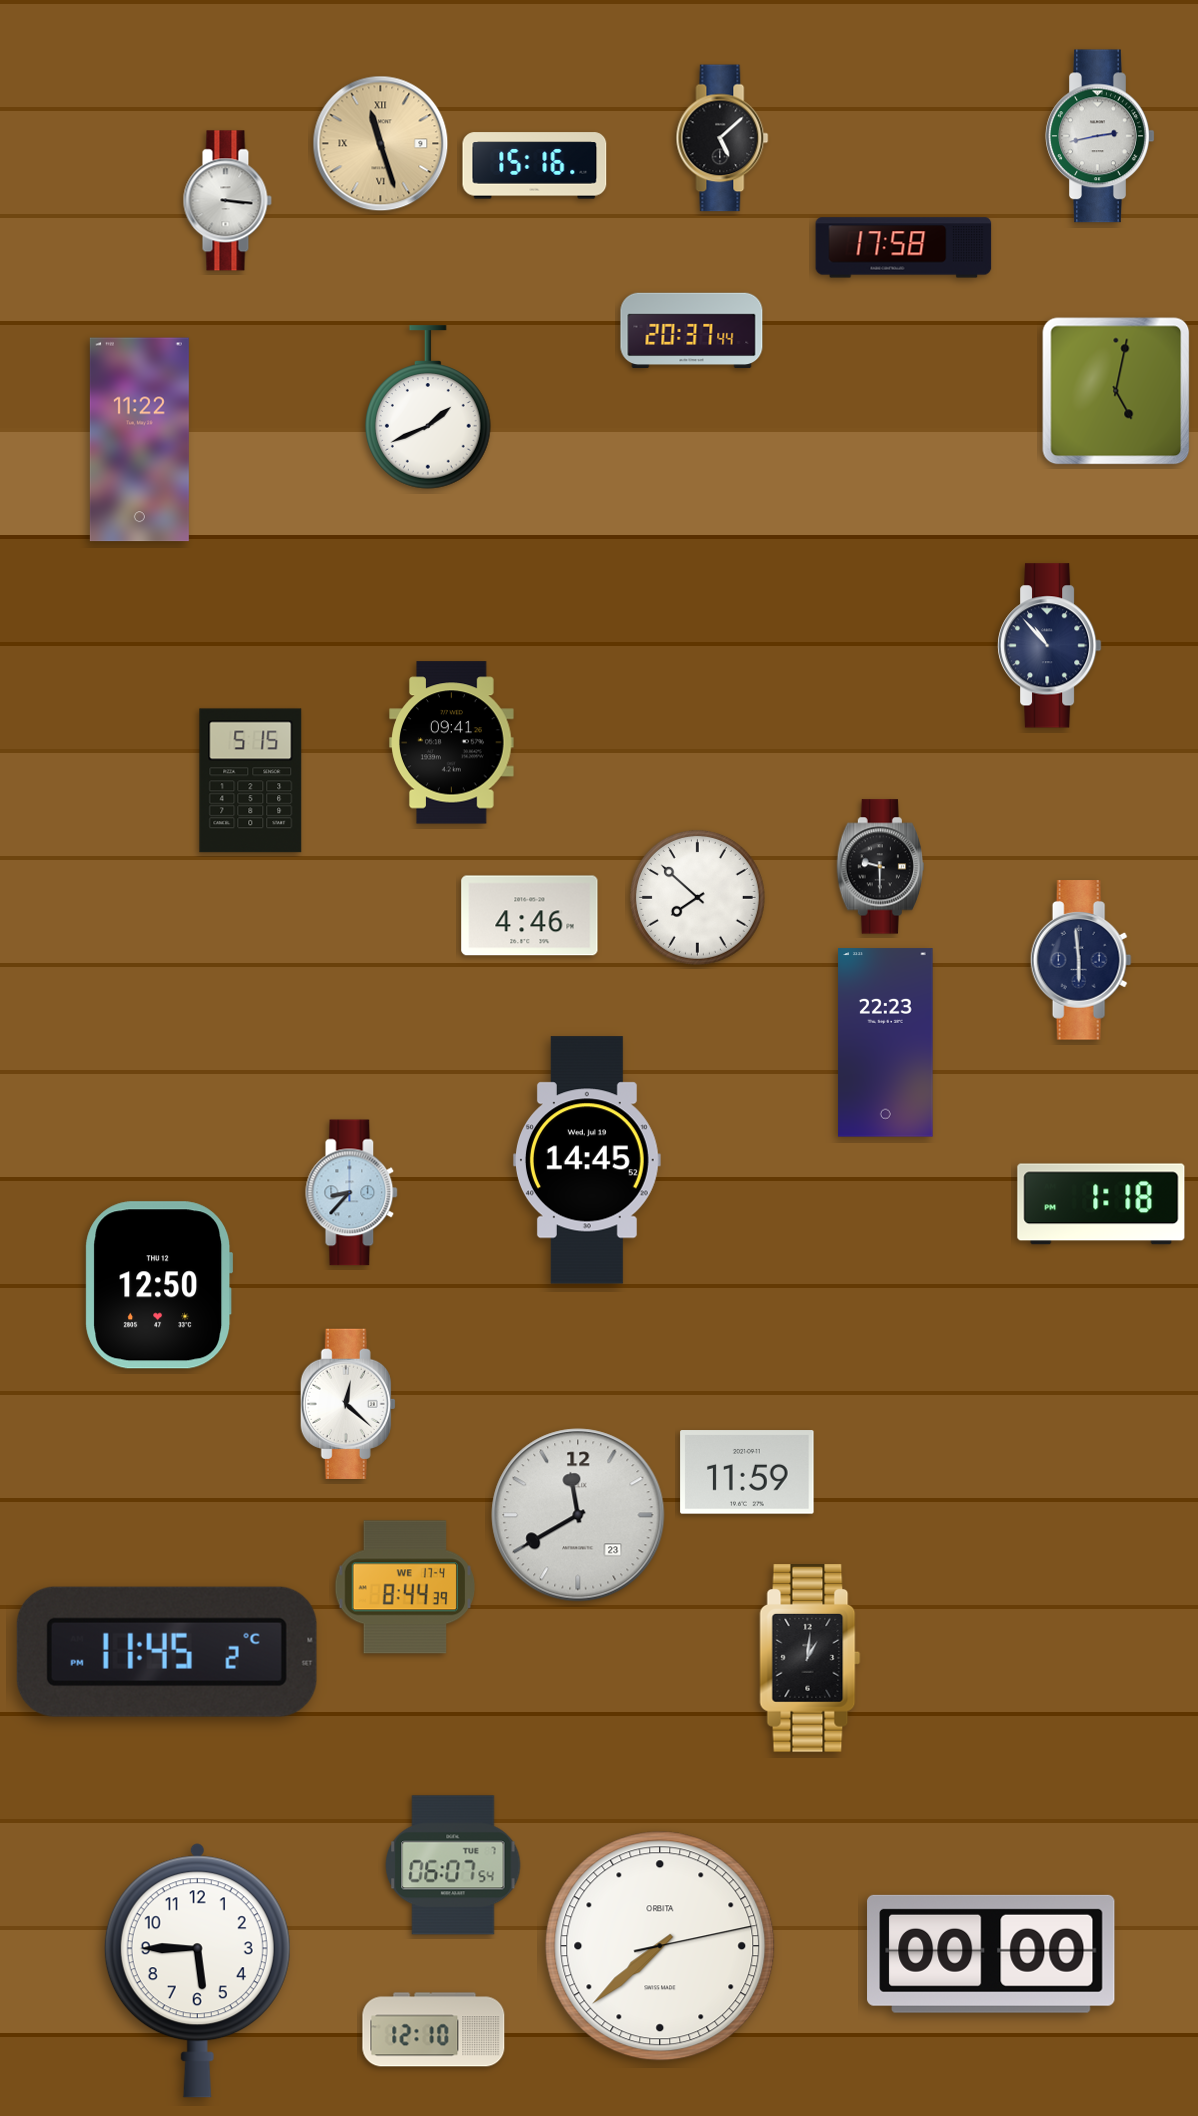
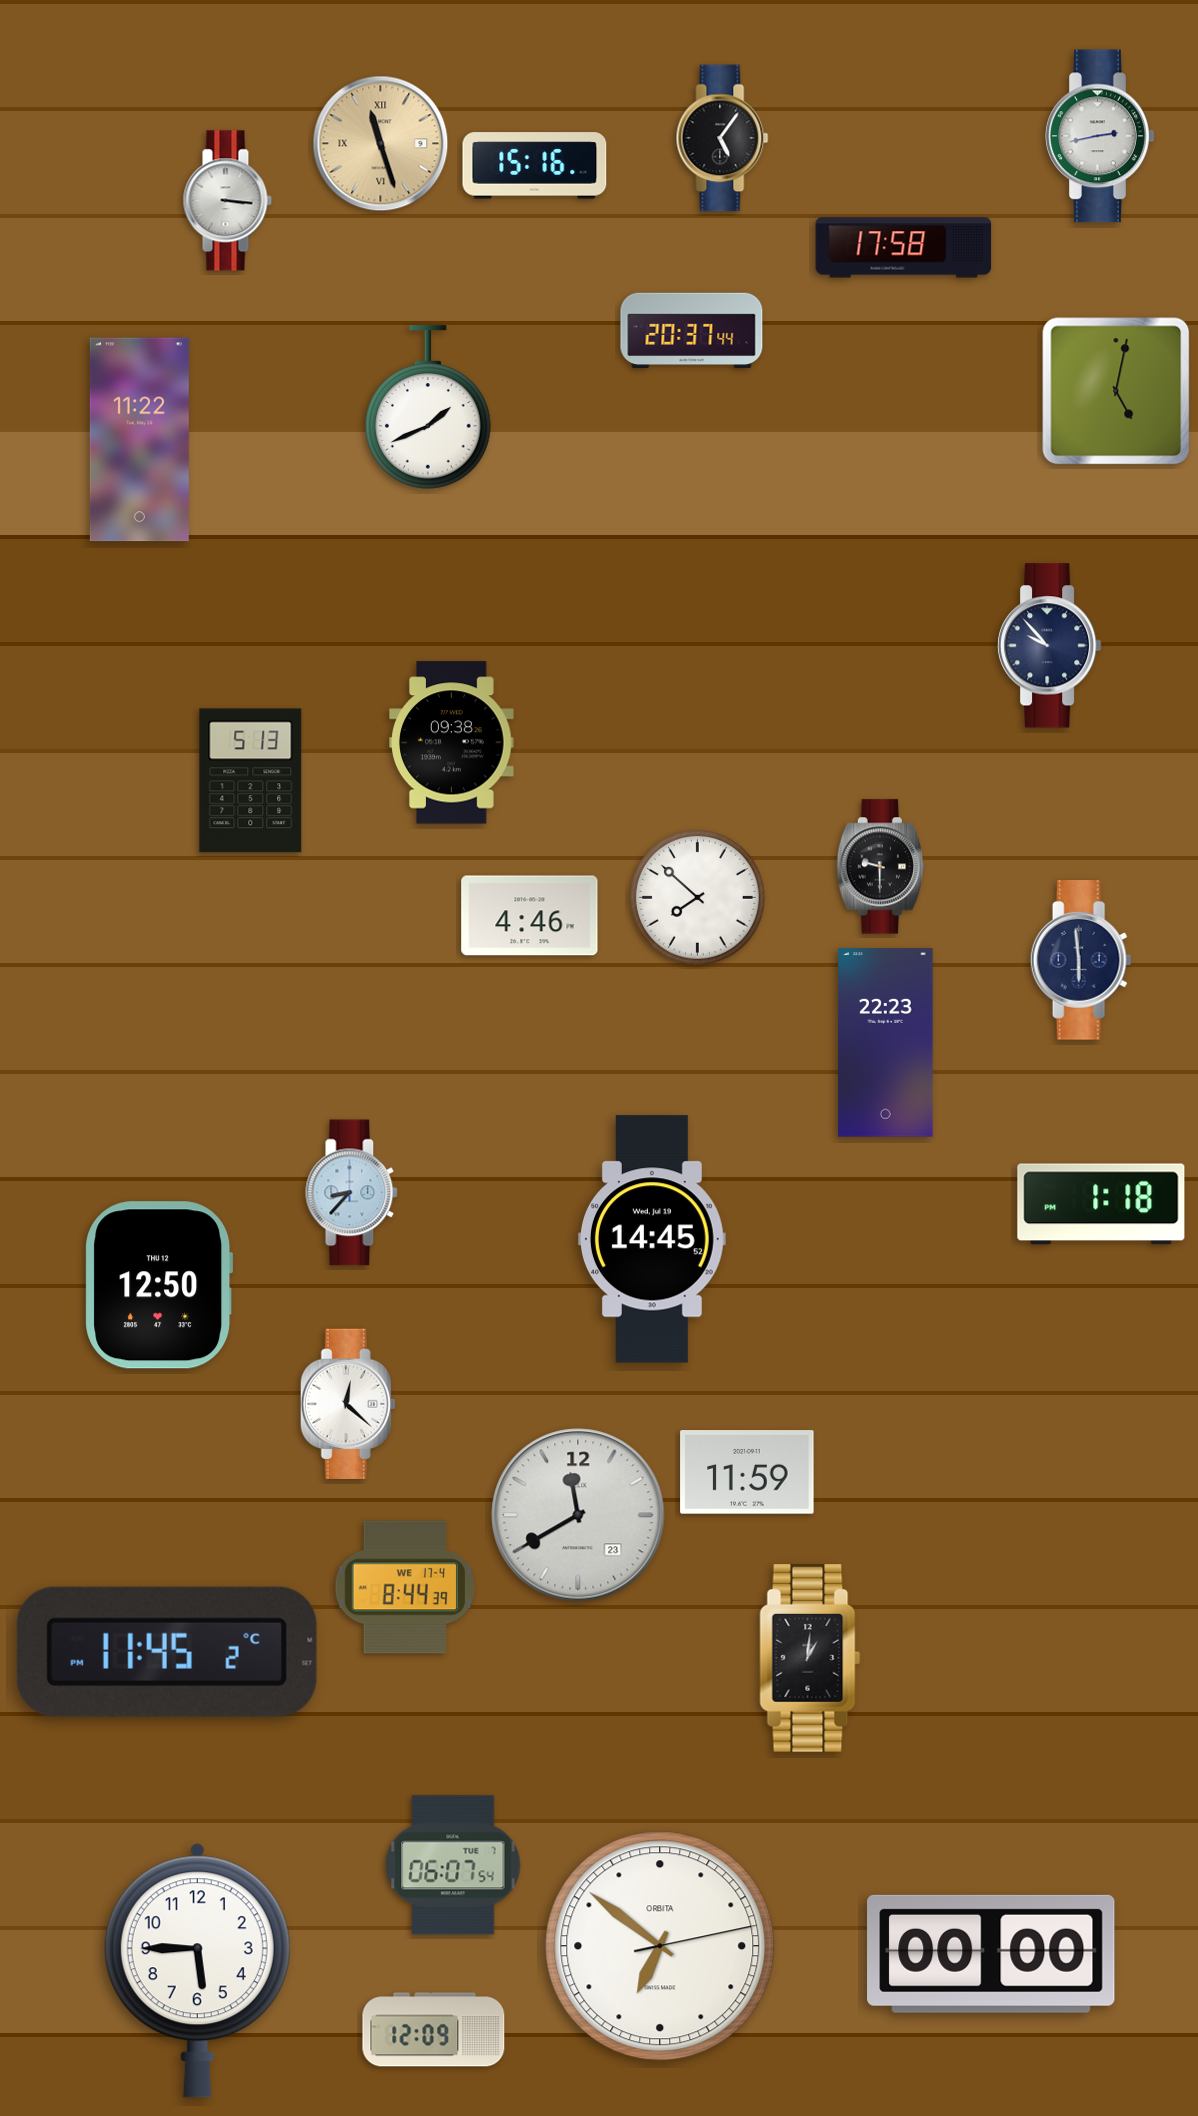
clock at (722, 138): 5:08 -> 5:06
clock at (1050, 646): 10:53 -> 9:53
clock at (452, 743): 09:41 -> 09:38
clock at (251, 781): 5:15 -> 5:13
clock at (587, 1160) position: (587, 1160) -> (652, 1239)
clock at (660, 1946): 7:38 -> 6:51
clock at (434, 2030): 12:10 -> 12:09
